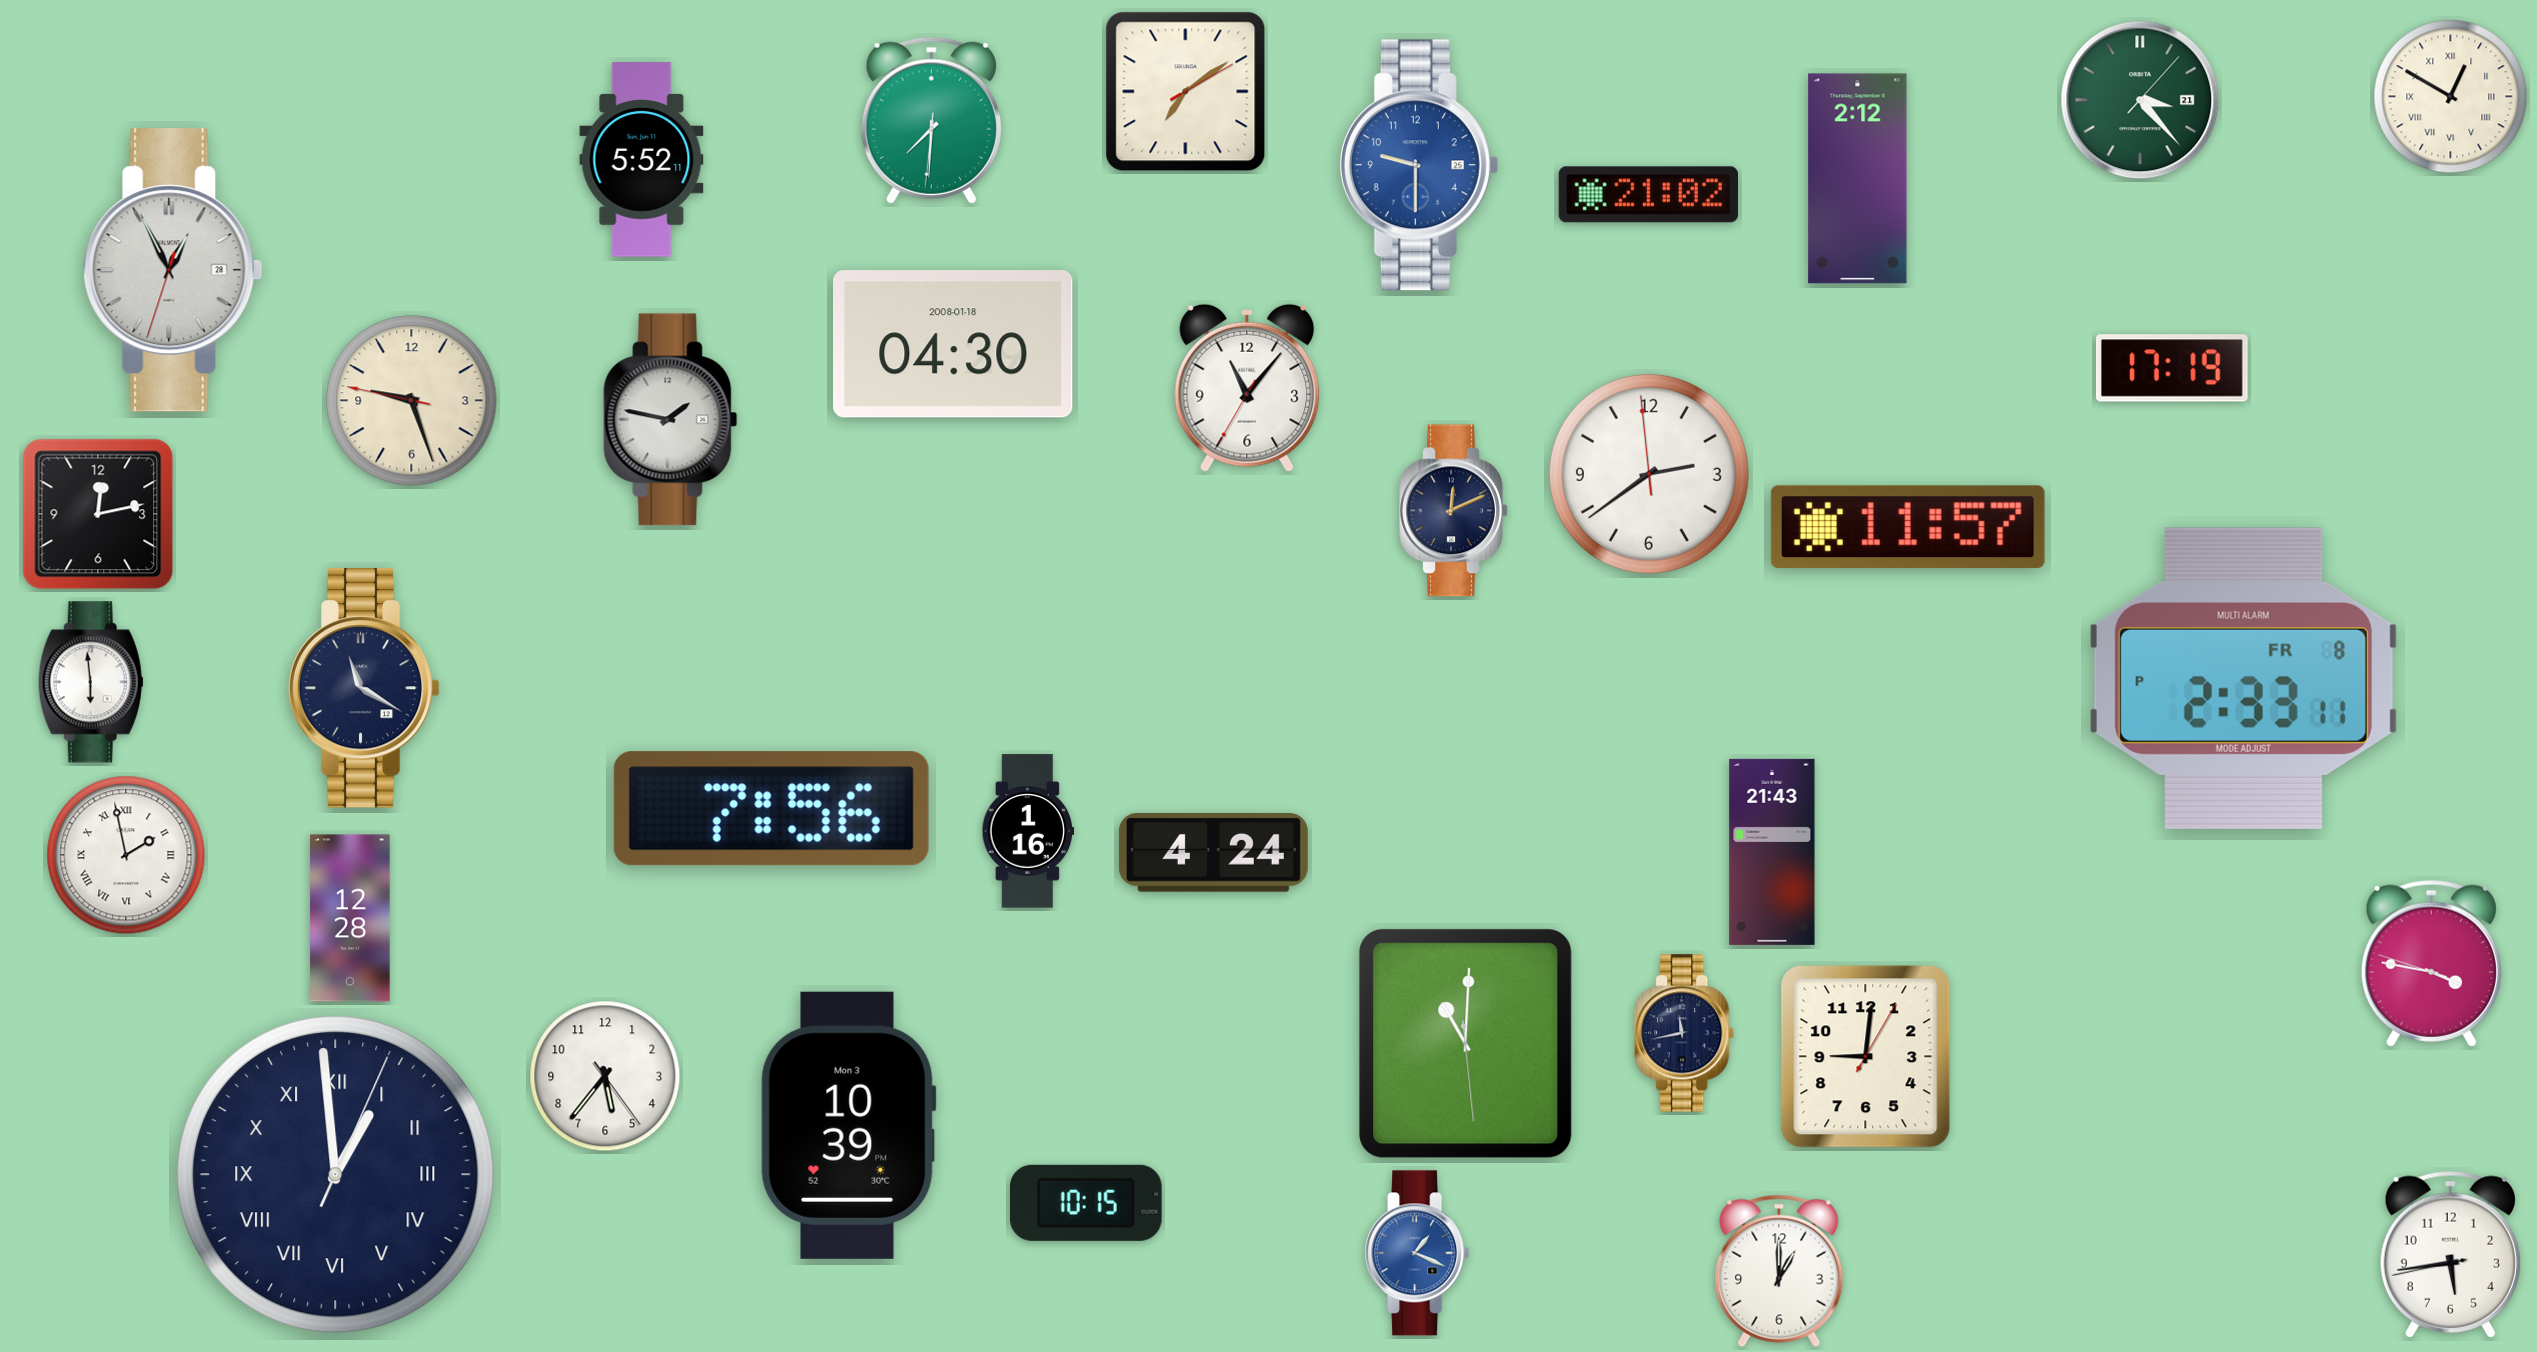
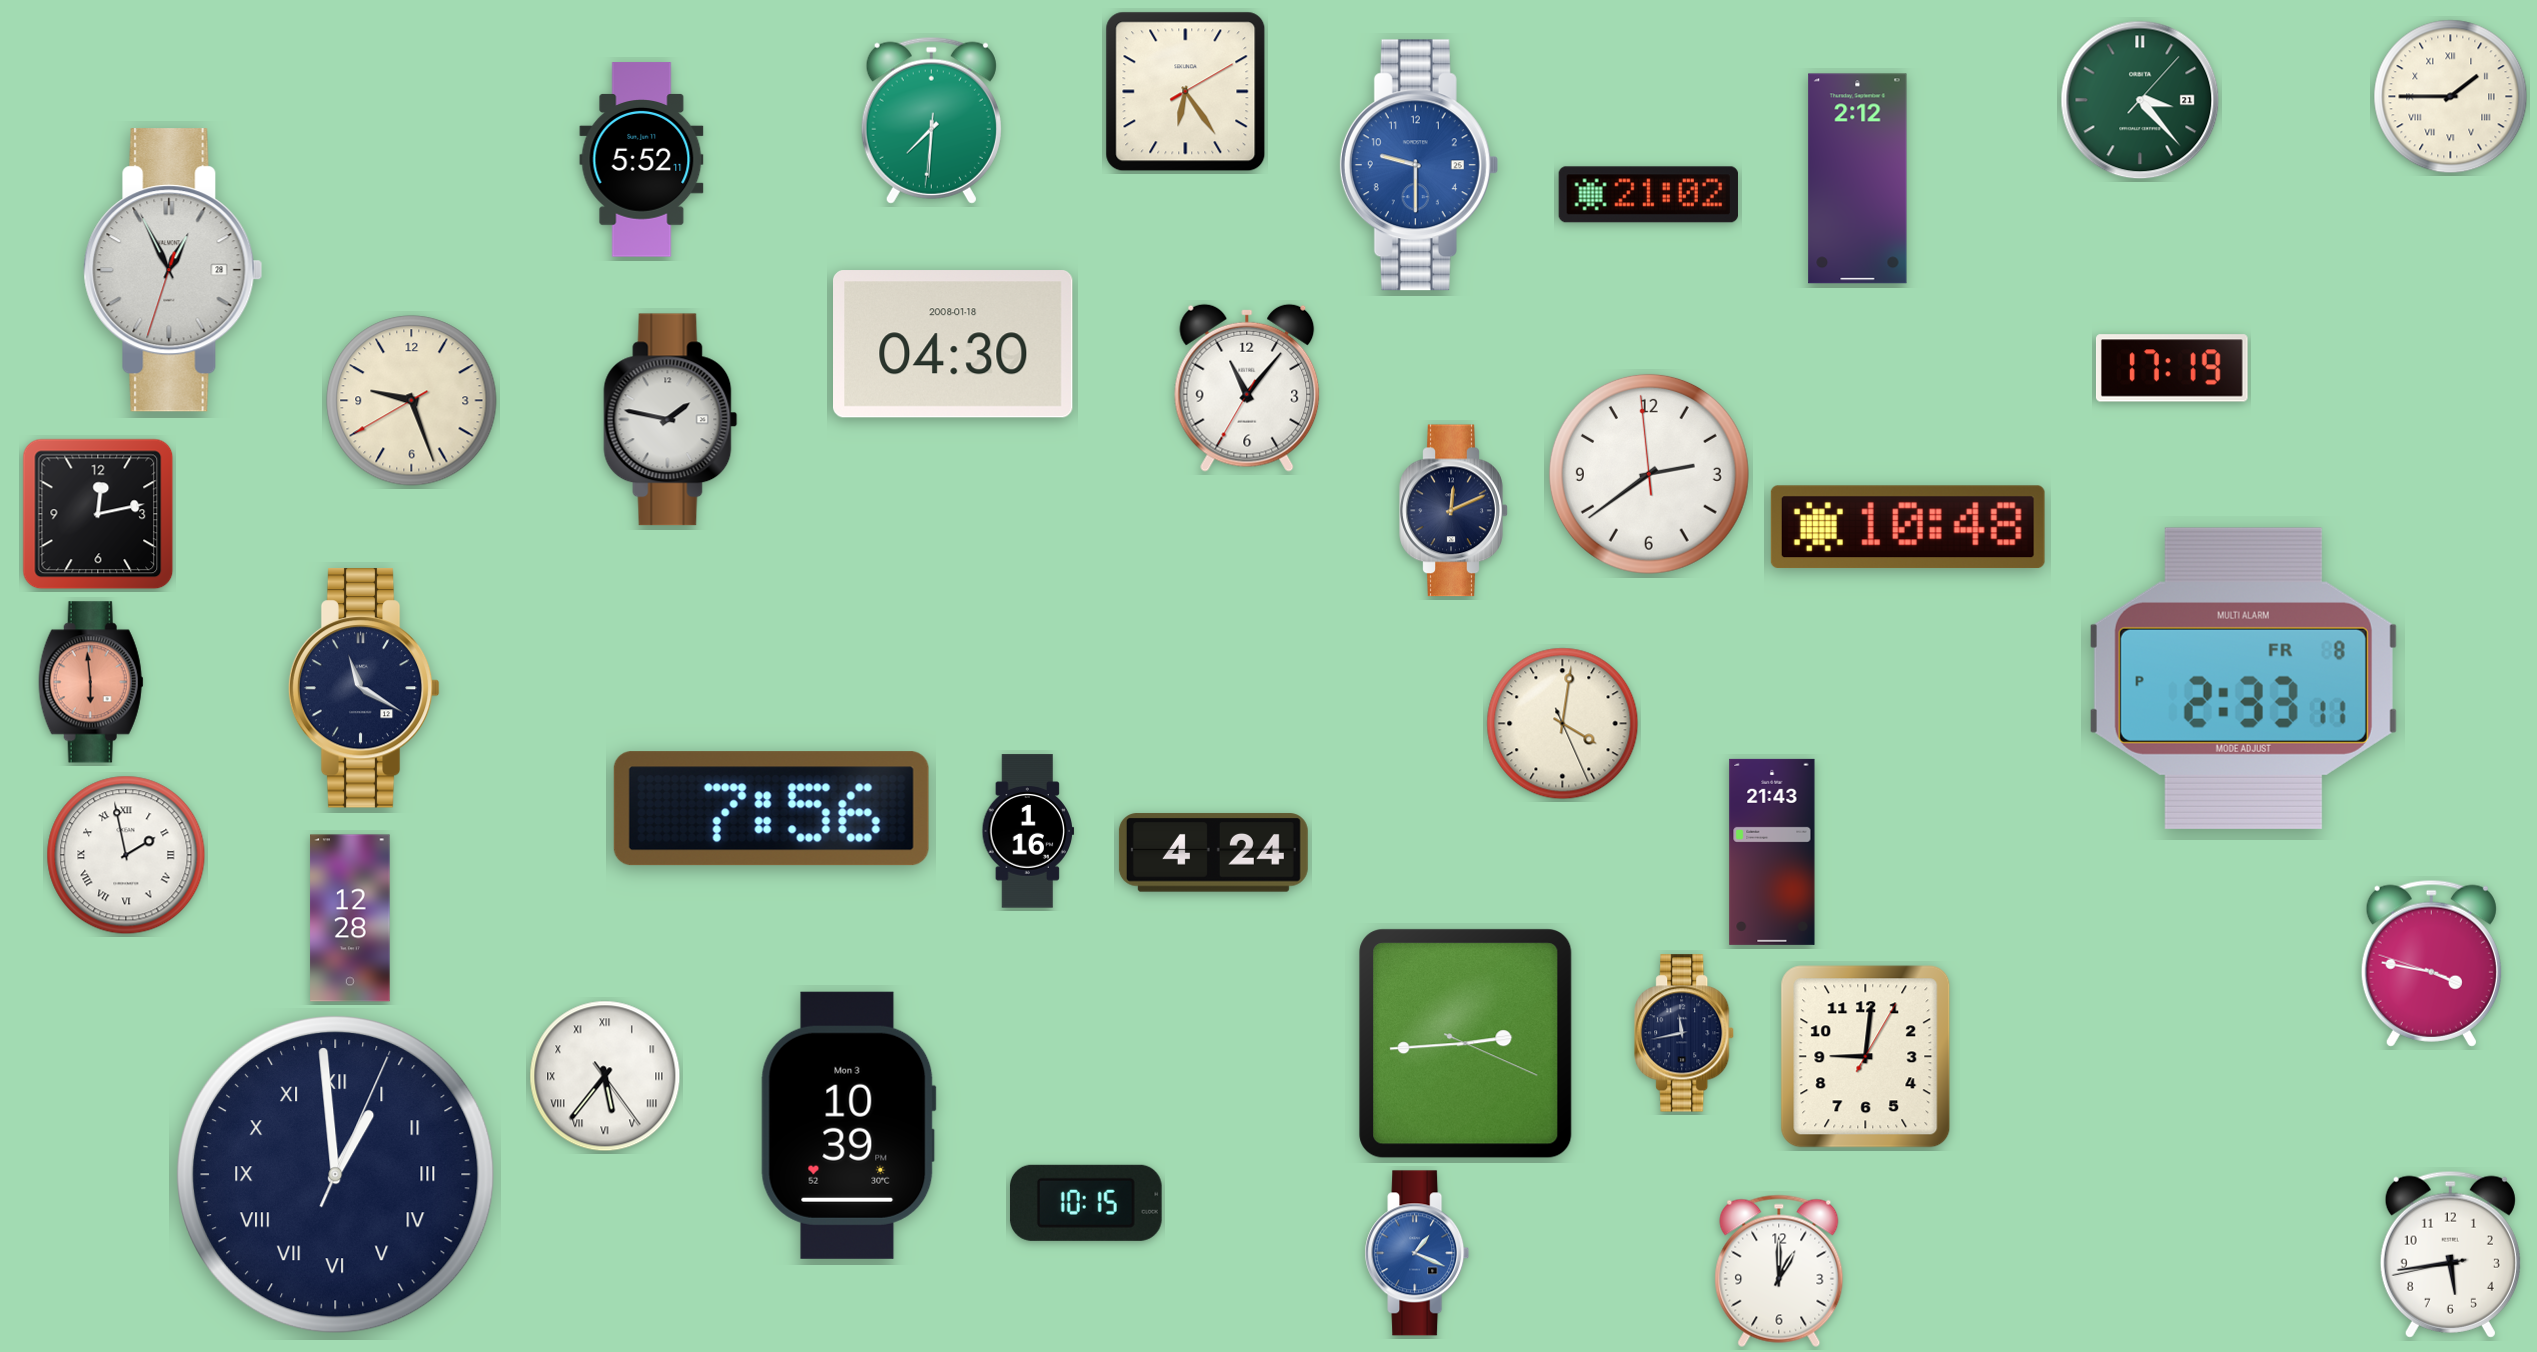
clock at (1186, 92): 7:09 -> 6:24
clock at (2451, 97): 12:50 -> 1:45
clock at (412, 401): 9:26:47 -> 9:26:40
clock at (1908, 527): 11:57 -> 10:48
clock at (91, 682) dial: white -> salmon
clock at (1563, 724): none -> 4:01
clock at (1466, 1044): 11:00 -> 2:44
clock at (605, 1076) numerals: Arabic -> Roman
